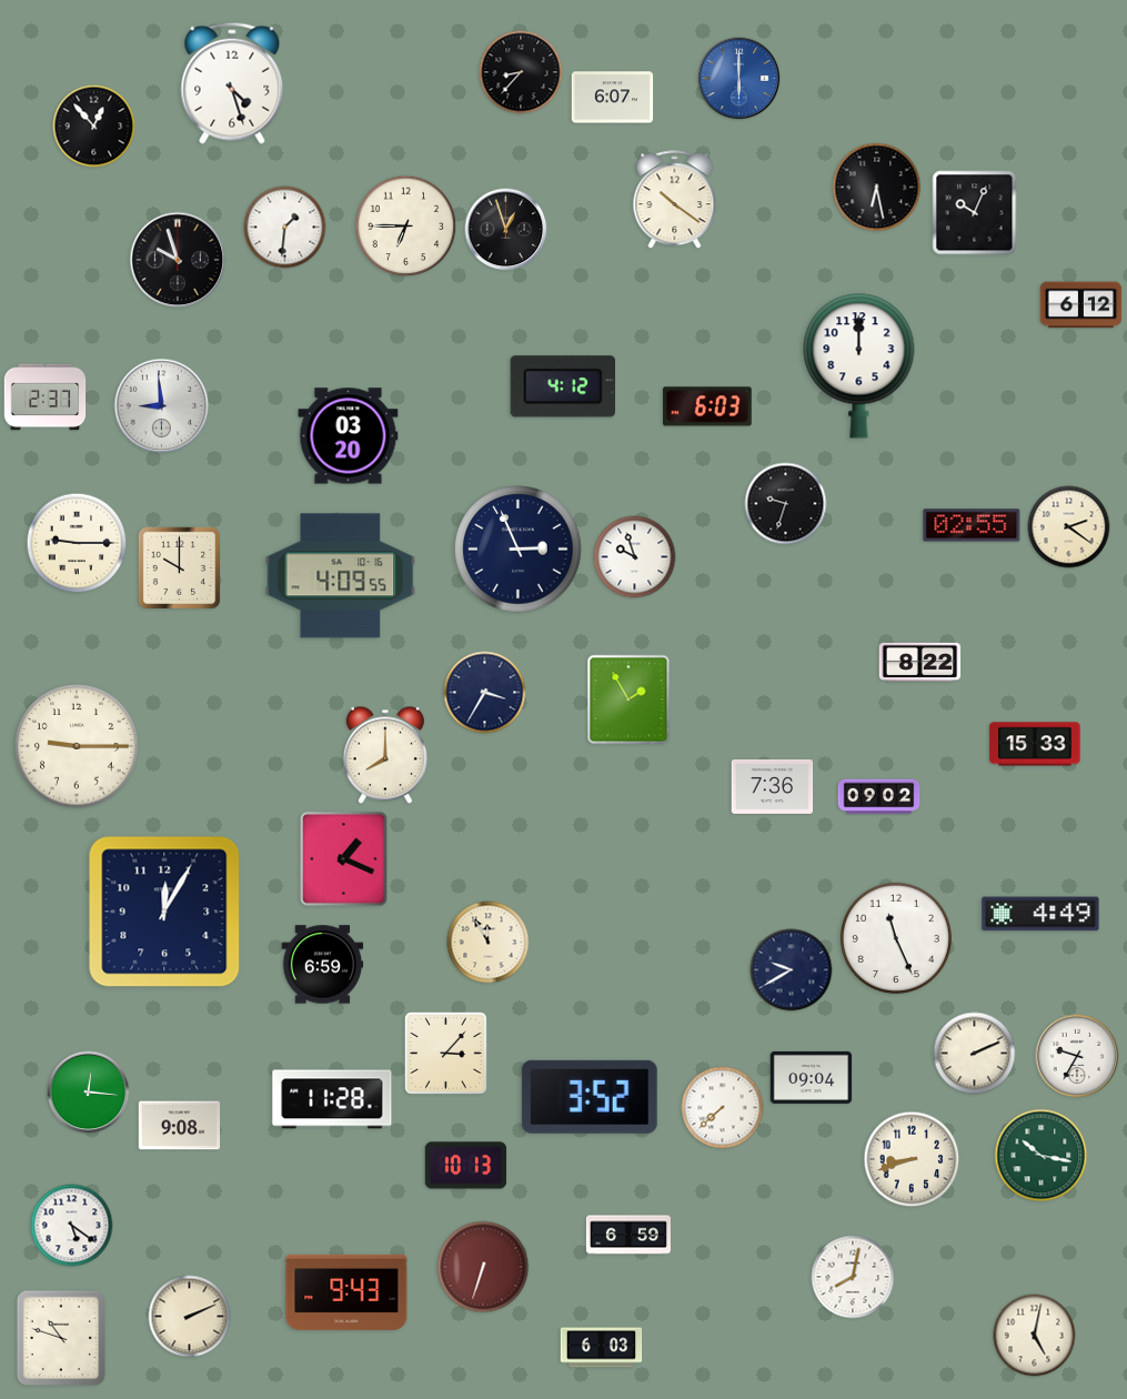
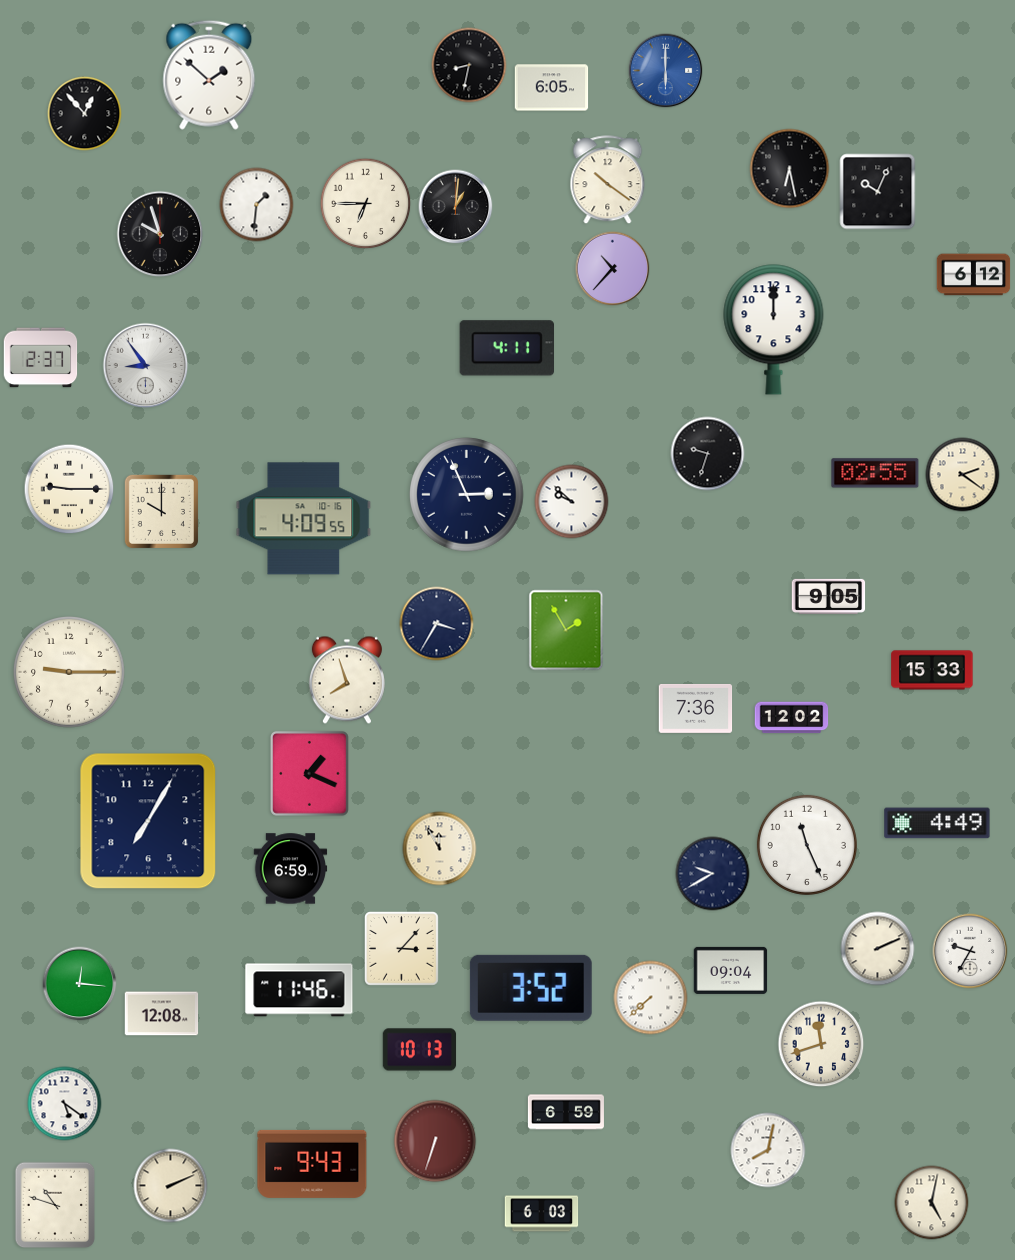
clock at (521, 72): 8:37 -> 8:32
clock at (232, 83): 4:27 -> 1:52
clock at (613, 98): 6:07 -> 6:05
clock at (506, 230): 12:57 -> 1:01
clock at (613, 269): none -> 10:37
clock at (562, 386): 4:12 -> 4:11
clock at (162, 406): 8:59 -> 8:54
clock at (707, 406): 6:03 -> none
clock at (349, 436): 03:20 -> none
clock at (635, 557): 9:57 -> 9:52
clock at (341, 576) position: (341, 576) -> (304, 519)
clock at (920, 662): 8:22 -> 9:05
clock at (385, 755): 8:00 -> 7:57
clock at (879, 797): 09:02 -> 12:02
clock at (164, 912): 12:05 -> 7:05
clock at (332, 1099): 11:28 -> 11:46
clock at (180, 1126): 9:08 -> 12:08
clock at (1042, 1156): 10:17 -> none
clock at (912, 1159): 8:42 -> 11:42
